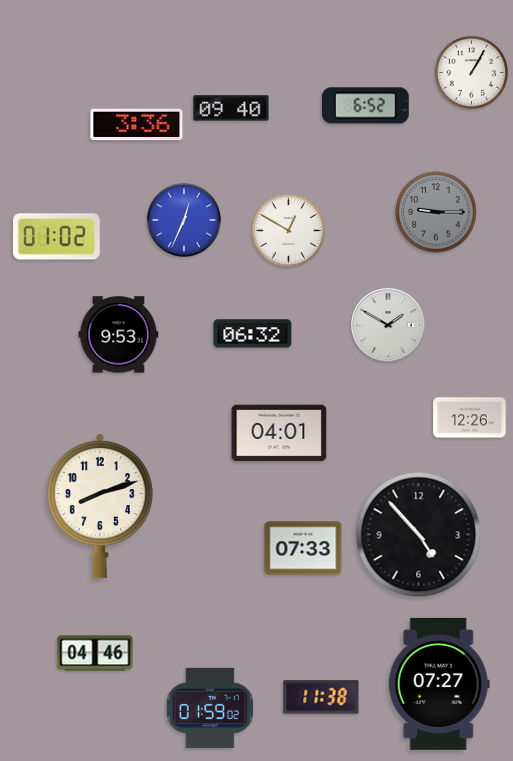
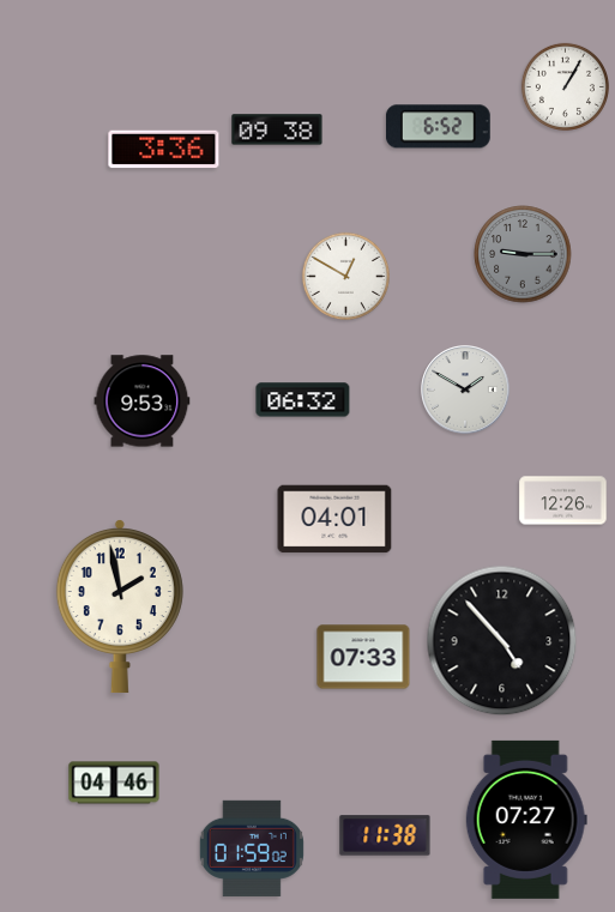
clock at (231, 108): 09:40 -> 09:38
clock at (184, 220): 12:34 -> none
clock at (57, 237): 01:02 -> none
clock at (100, 506): 8:12 -> 1:58
